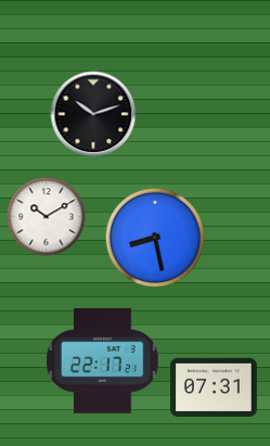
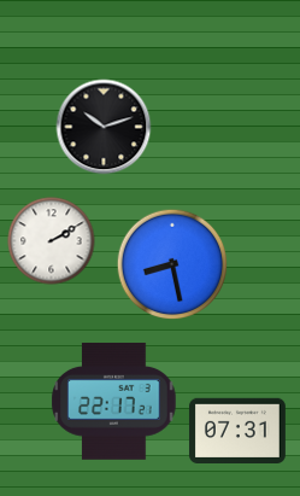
clock at (47, 217): 10:10 -> 2:10
